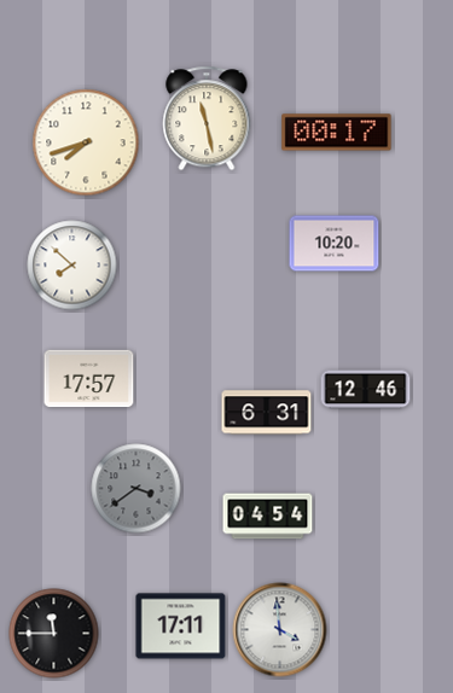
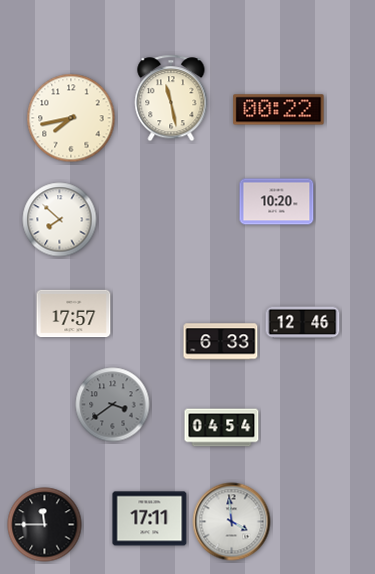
clock at (337, 133): 00:17 -> 00:22
clock at (86, 142): 7:42 -> 7:43
clock at (267, 413): 6:31 -> 6:33
